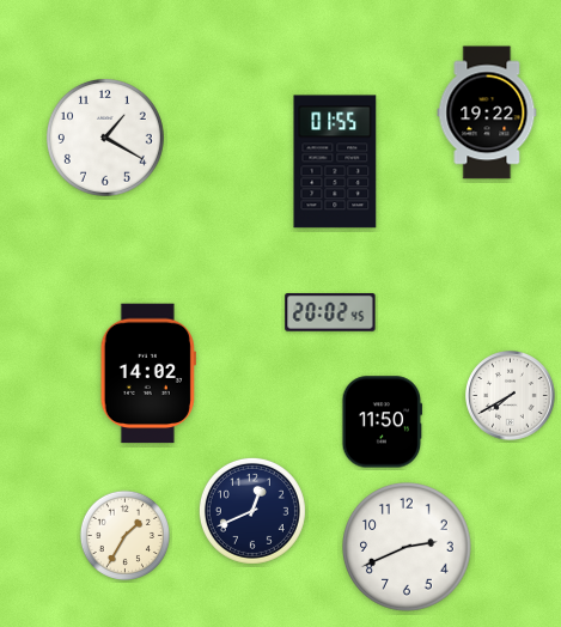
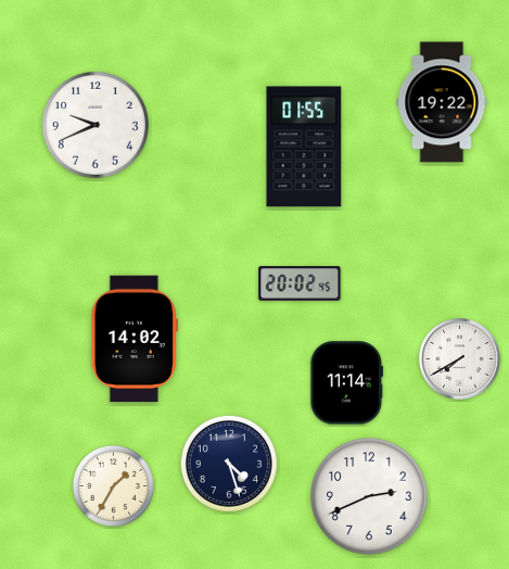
clock at (105, 138): 1:20 -> 9:41
clock at (511, 396) position: (511, 396) -> (460, 359)
clock at (383, 422): 11:50 -> 11:14
clock at (252, 511): 12:41 -> 4:27
